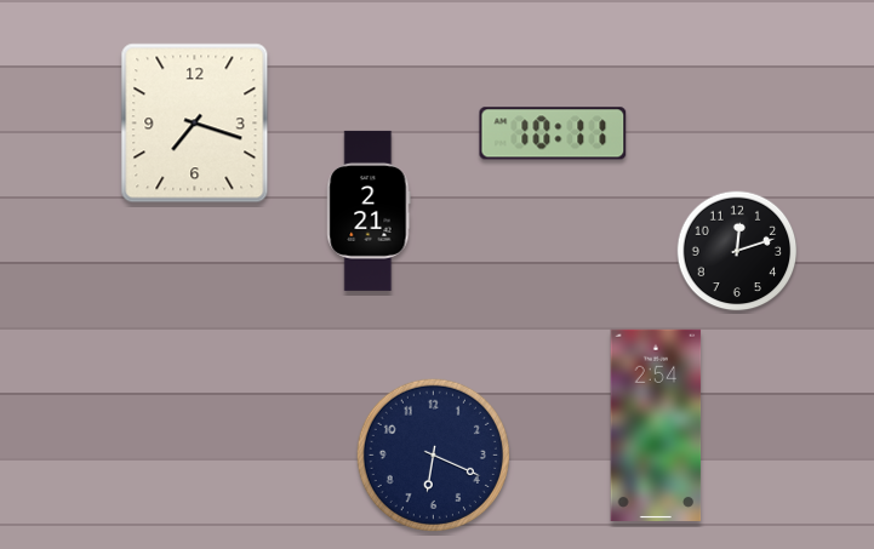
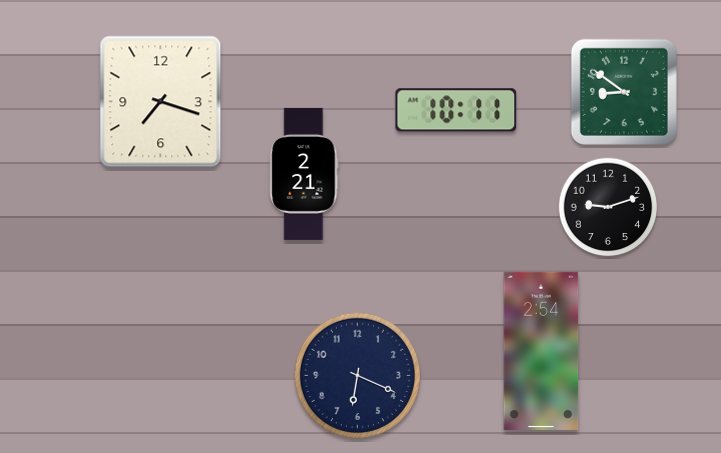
clock at (624, 92): none -> 8:51
clock at (737, 251): 12:12 -> 9:12
